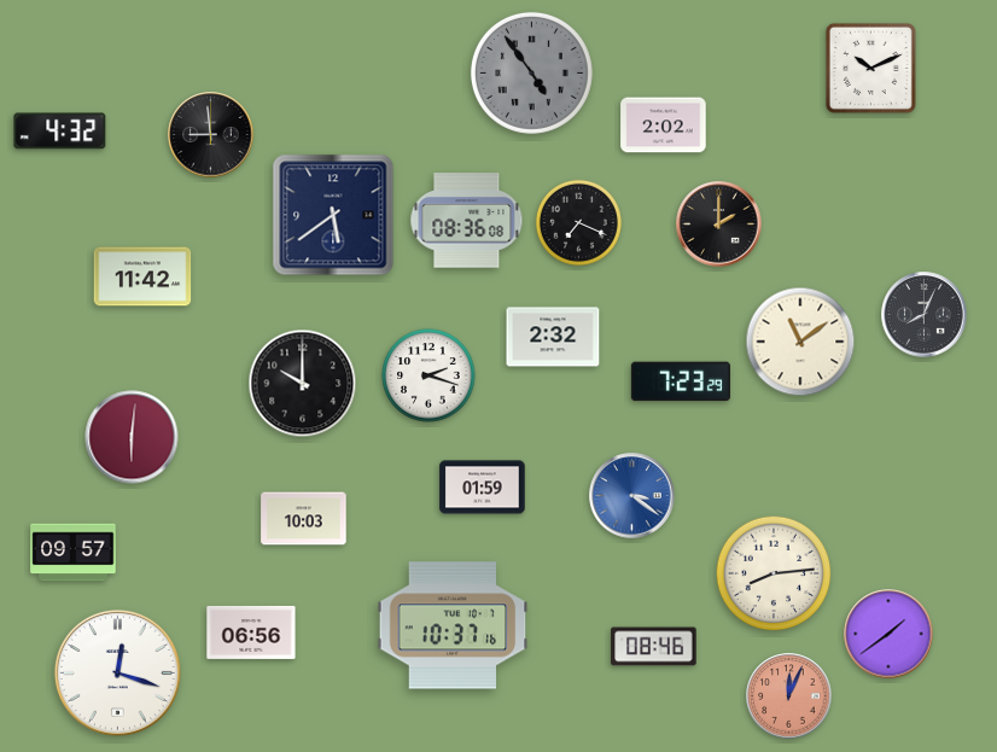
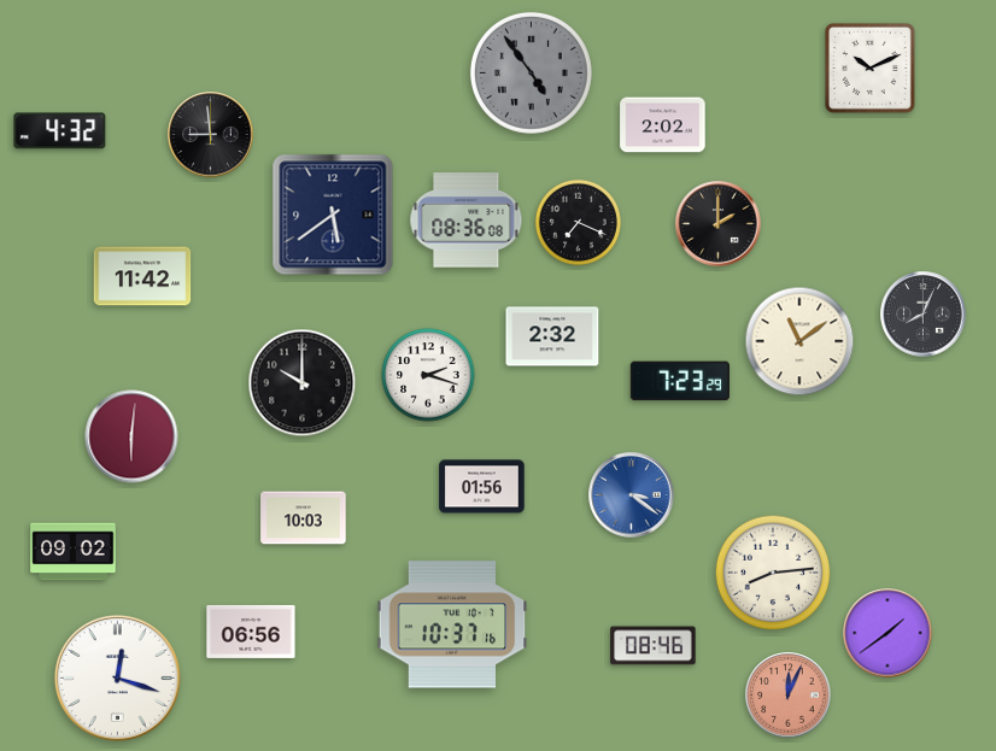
clock at (483, 488): 01:59 -> 01:56
clock at (74, 553): 09:57 -> 09:02
clock at (117, 672) position: (117, 672) -> (117, 677)
